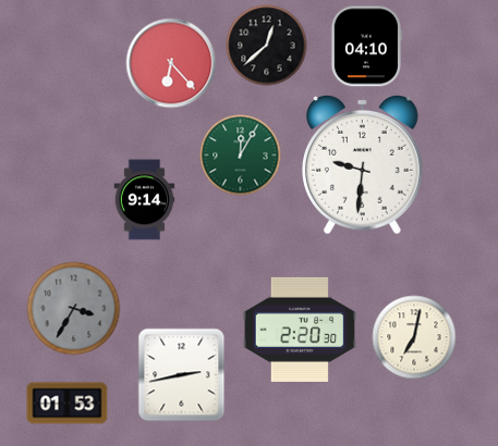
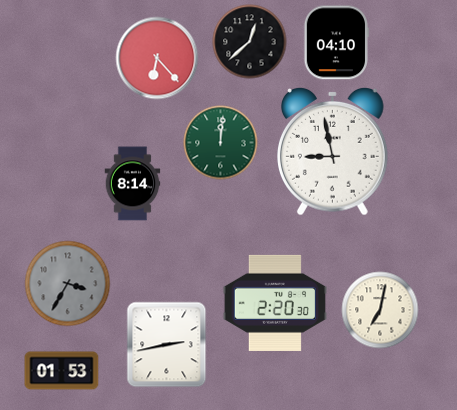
clock at (267, 46) position: (267, 46) -> (250, 42)
clock at (241, 156): 12:05 -> 12:01
clock at (363, 164): 9:31 -> 8:58
clock at (145, 200): 9:14 -> 8:14
